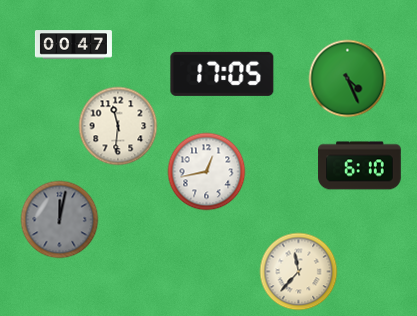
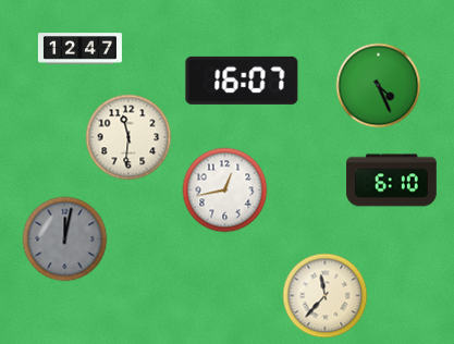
clock at (73, 45): 00:47 -> 12:47
clock at (222, 74): 17:05 -> 16:07
clock at (206, 171) position: (206, 171) -> (224, 189)
